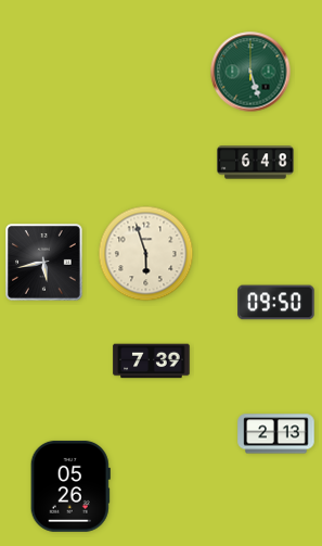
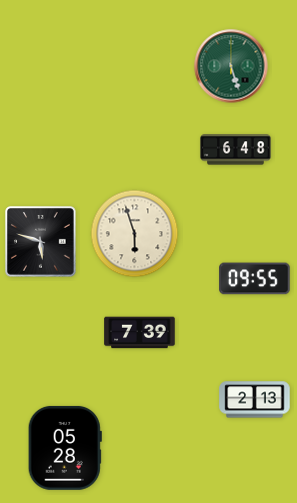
clock at (44, 263): 5:43 -> 5:48
clock at (276, 303): 09:50 -> 09:55
clock at (70, 486): 05:26 -> 05:28
